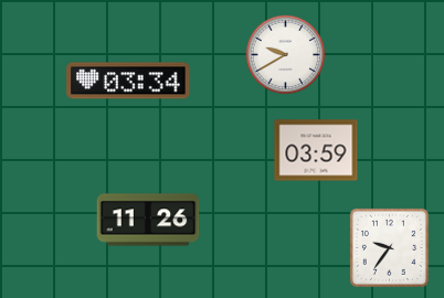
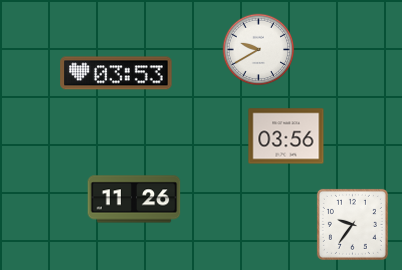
clock at (128, 81): 03:34 -> 03:53
clock at (316, 150): 03:59 -> 03:56
